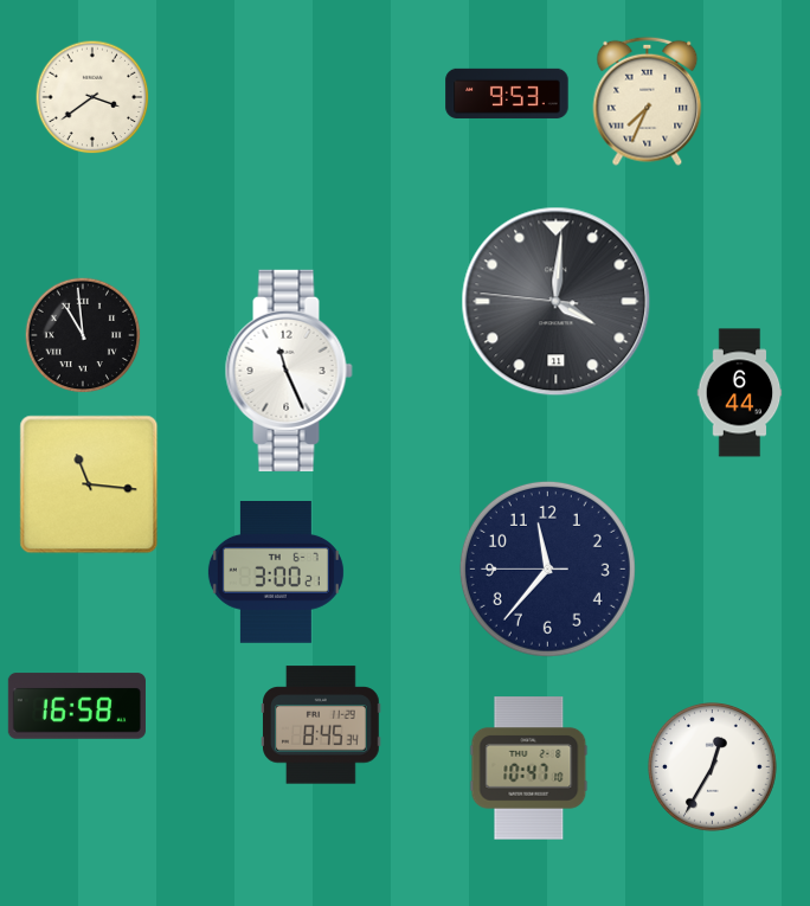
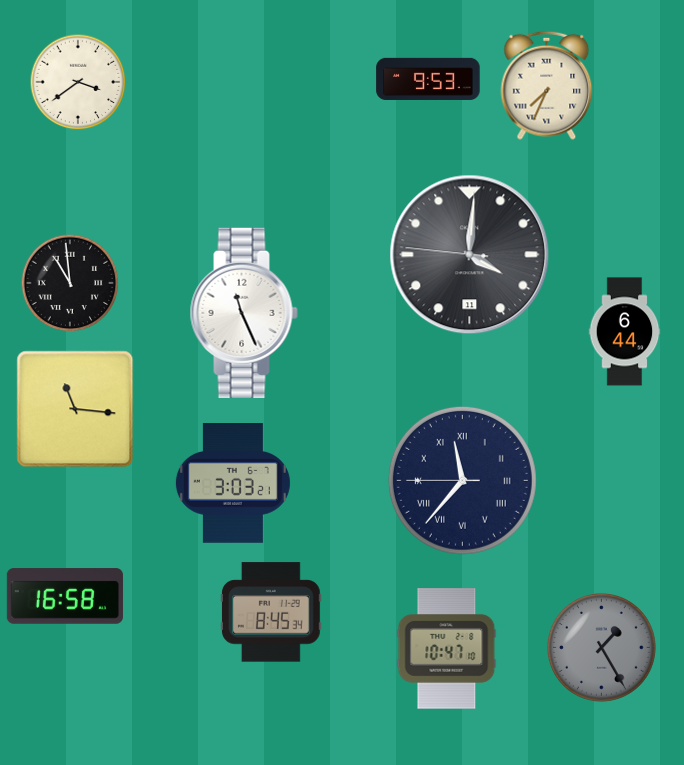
clock at (547, 568) numerals: Arabic -> Roman
clock at (276, 573): 3:00 -> 3:03
clock at (713, 767): 12:35 -> 1:25
clock at (713, 767) dial: white -> grey
